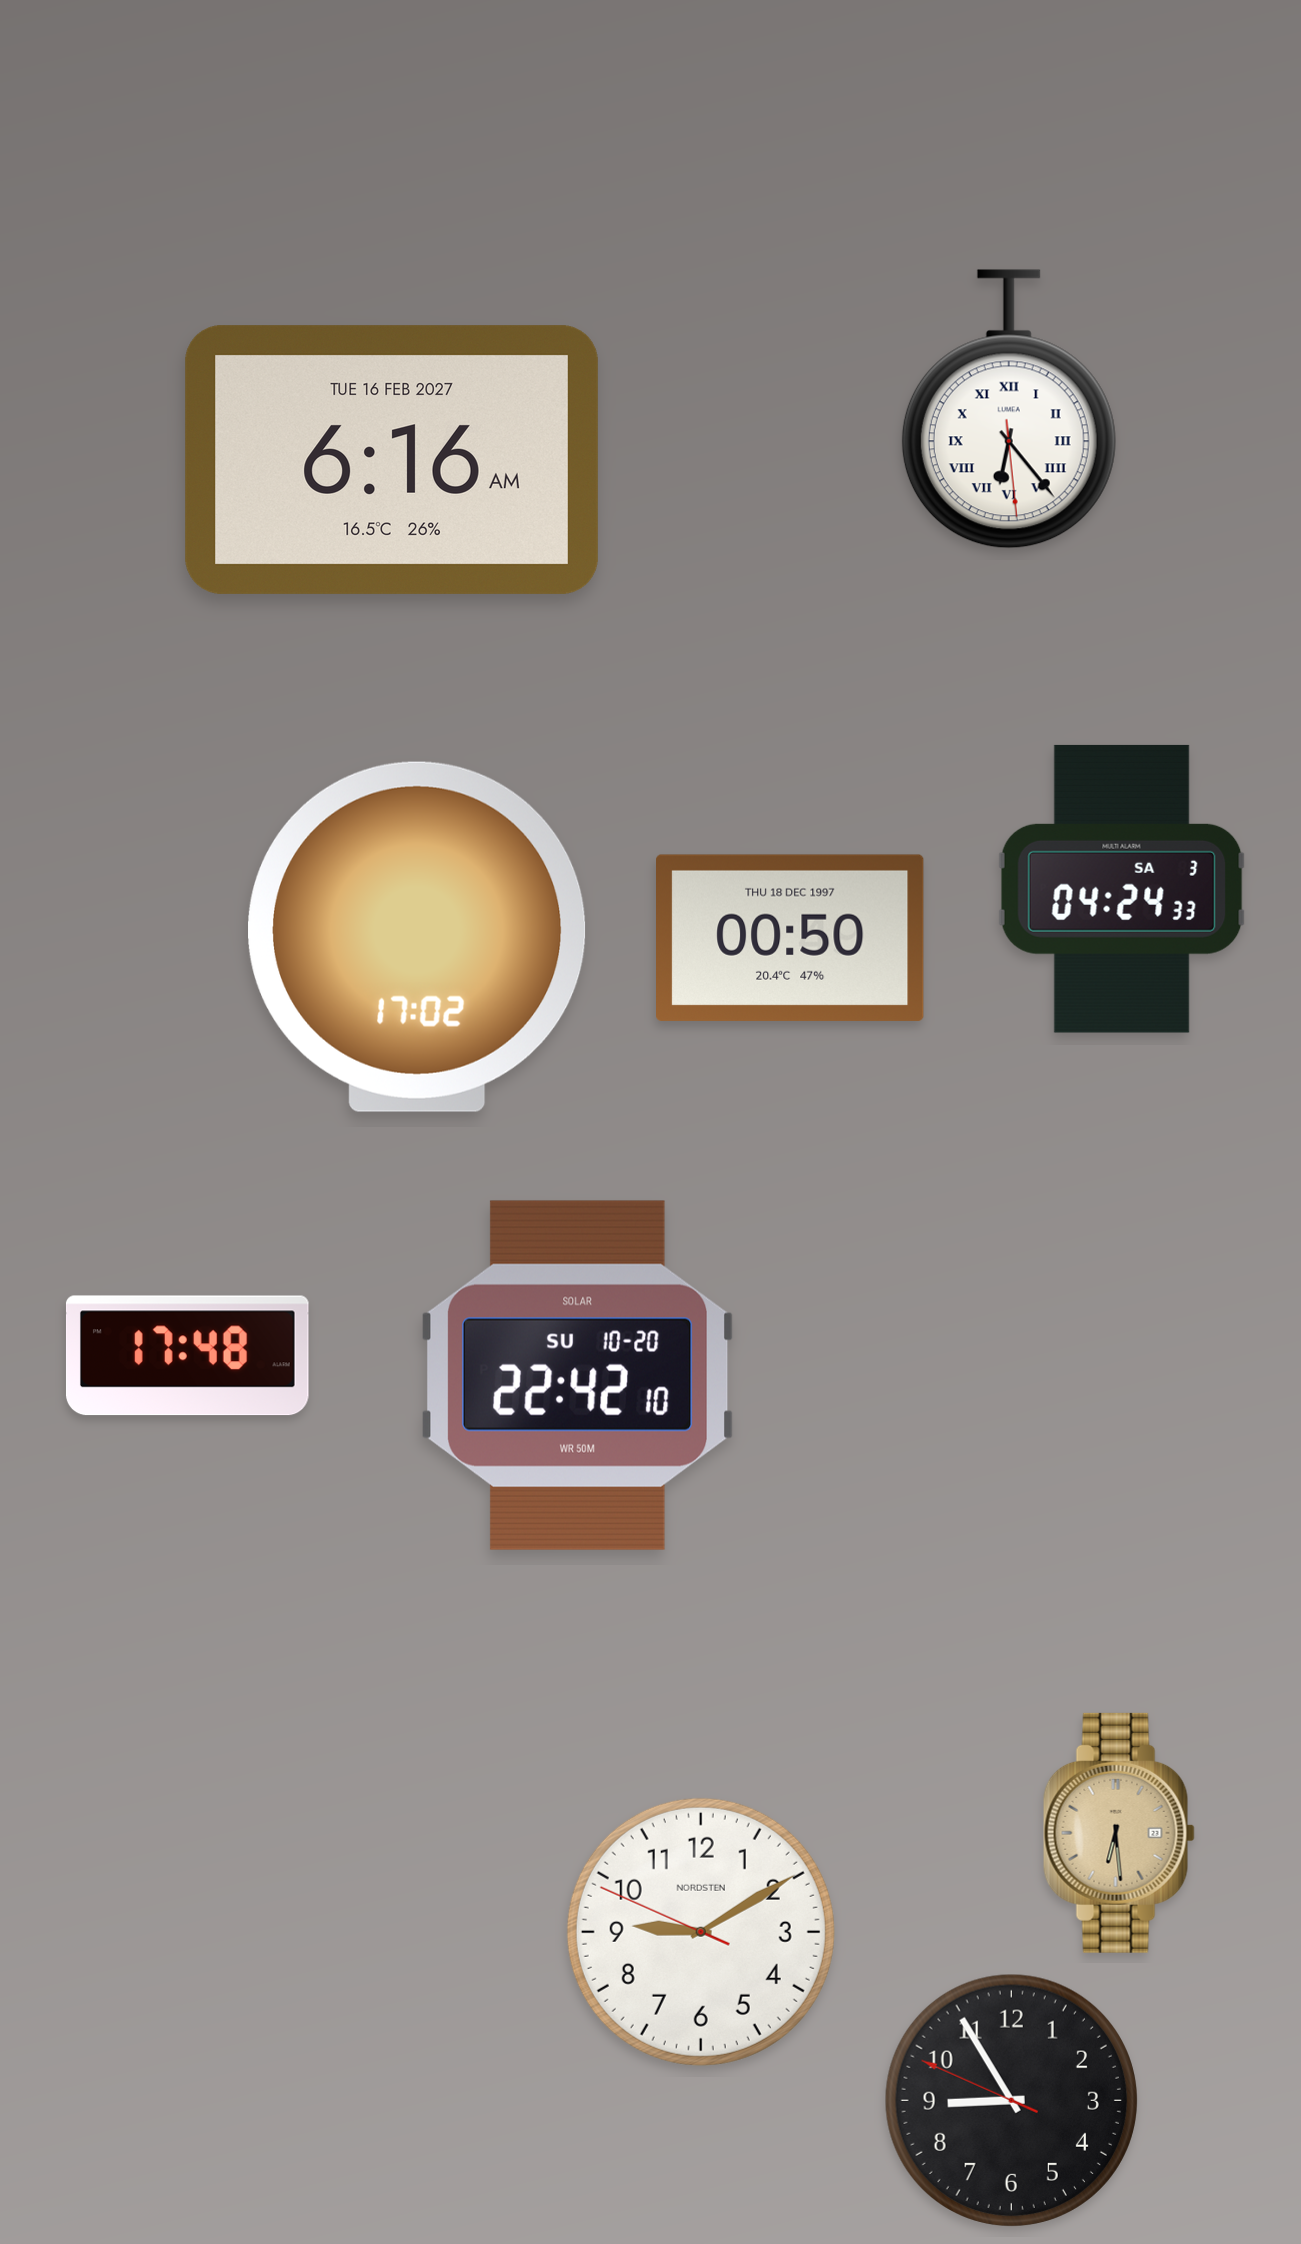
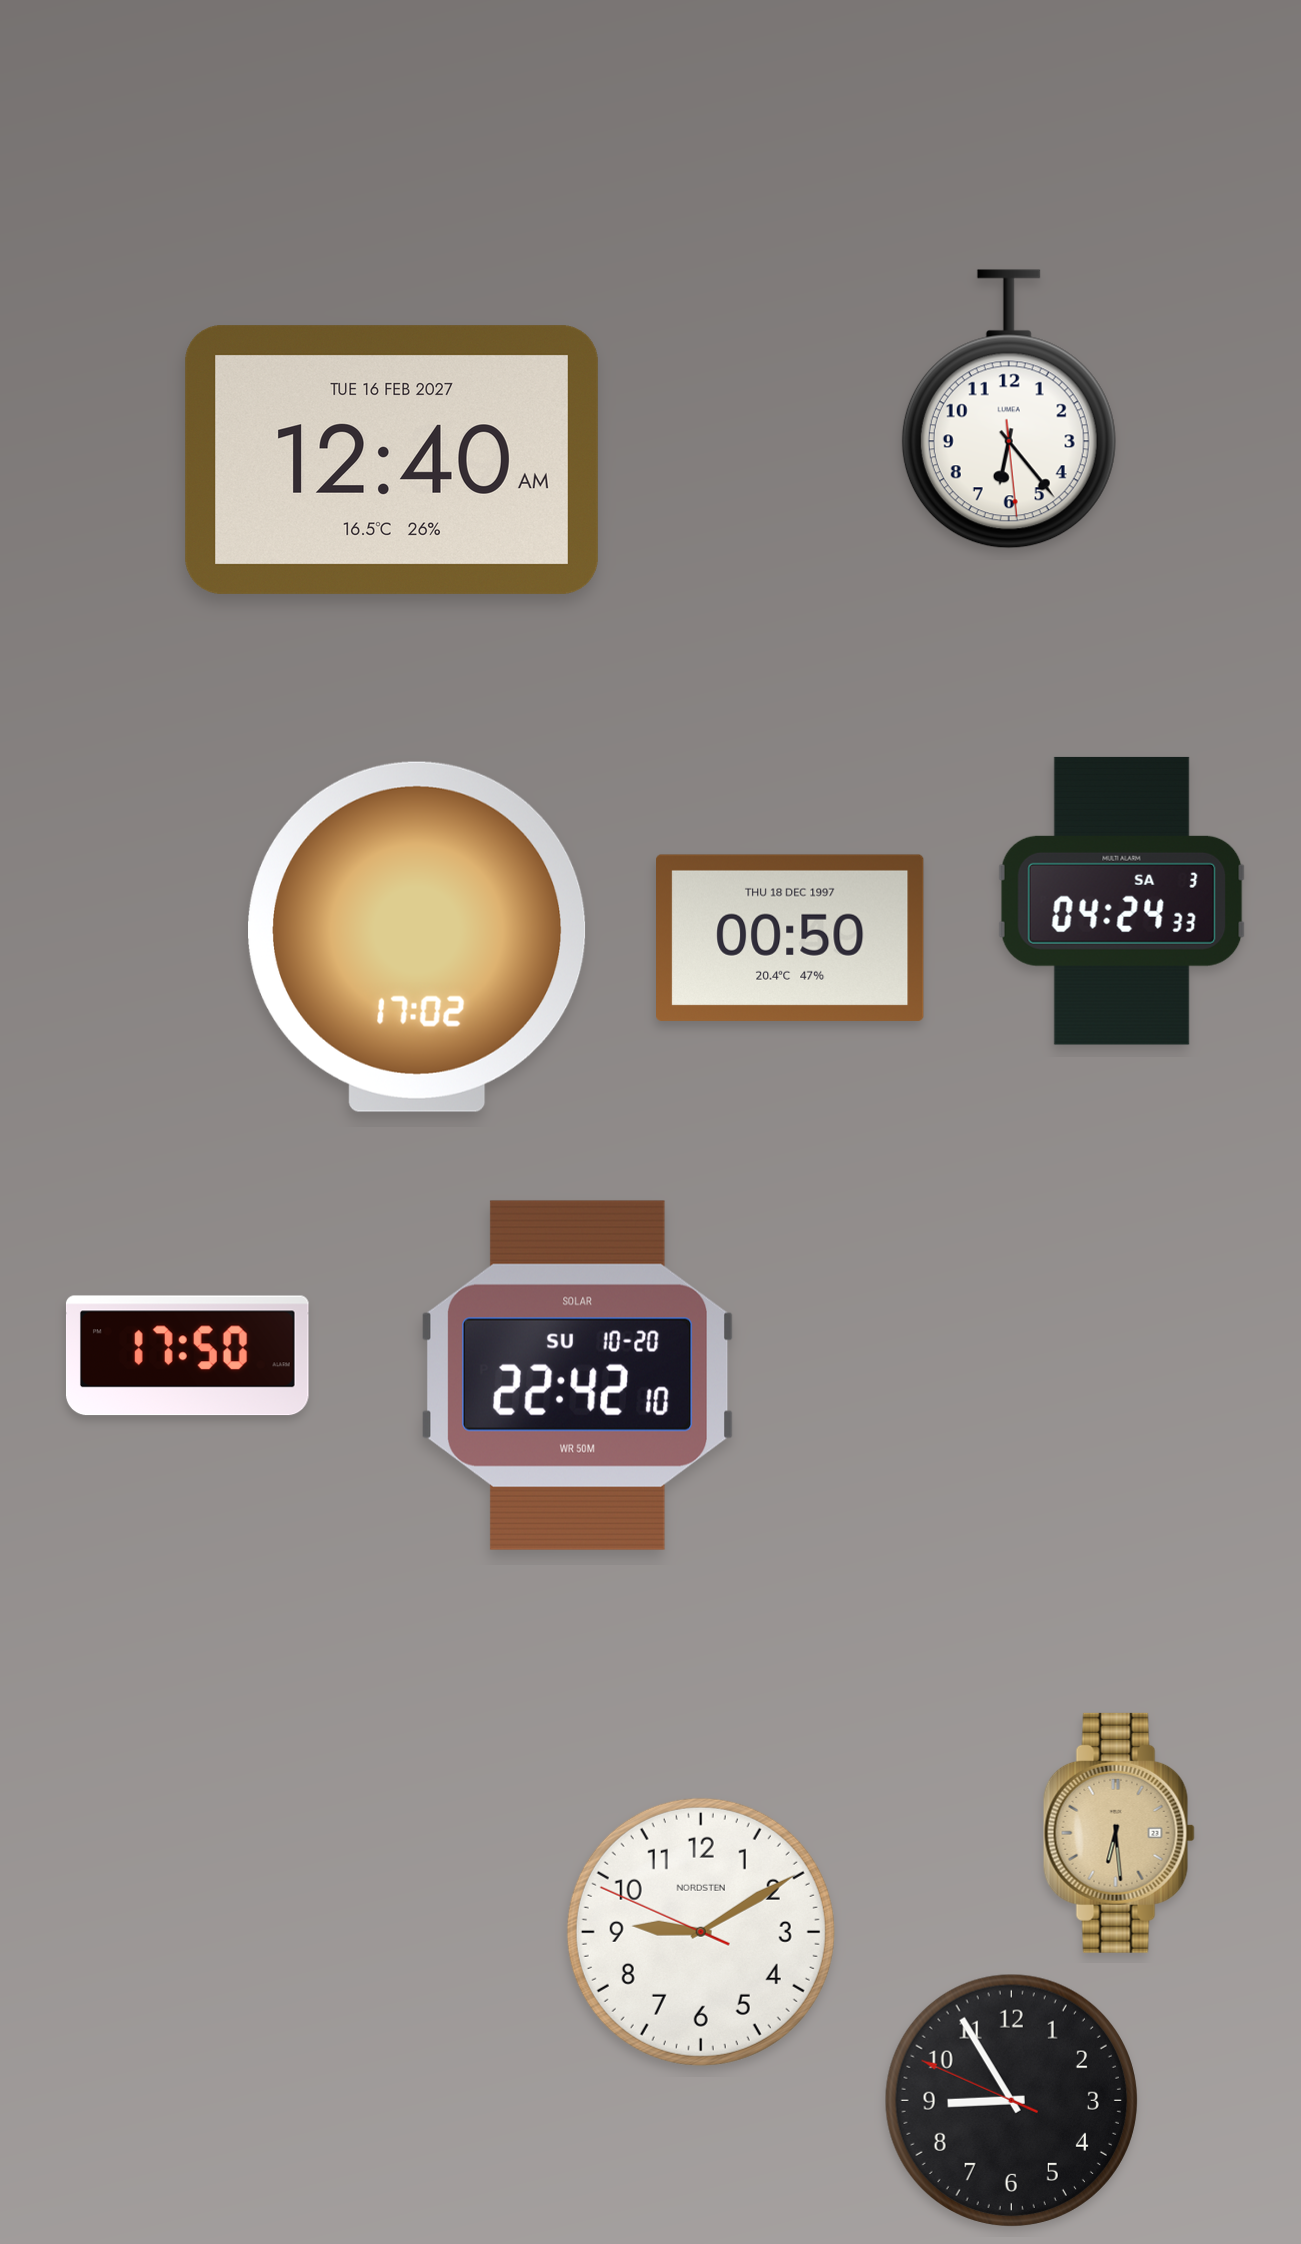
clock at (1009, 409) numerals: Roman -> Arabic
clock at (392, 460): 6:16 -> 12:40
clock at (1122, 889) position: (1122, 889) -> (1122, 901)
clock at (188, 1356): 17:48 -> 17:50
